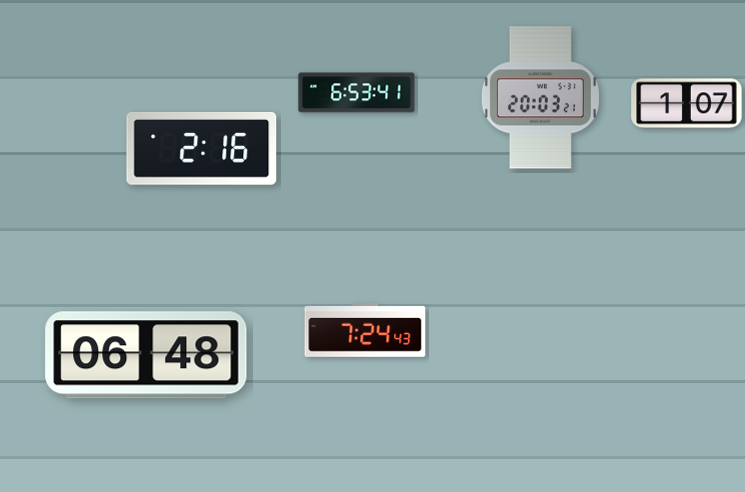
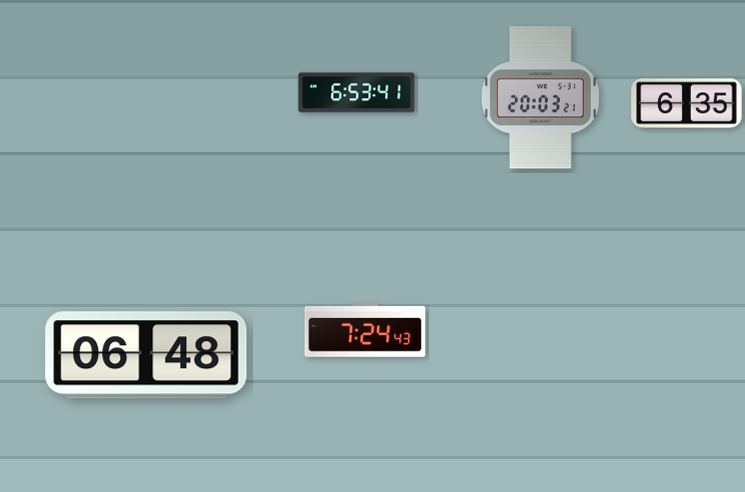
clock at (687, 104): 1:07 -> 6:35
clock at (202, 148): 2:16 -> none
